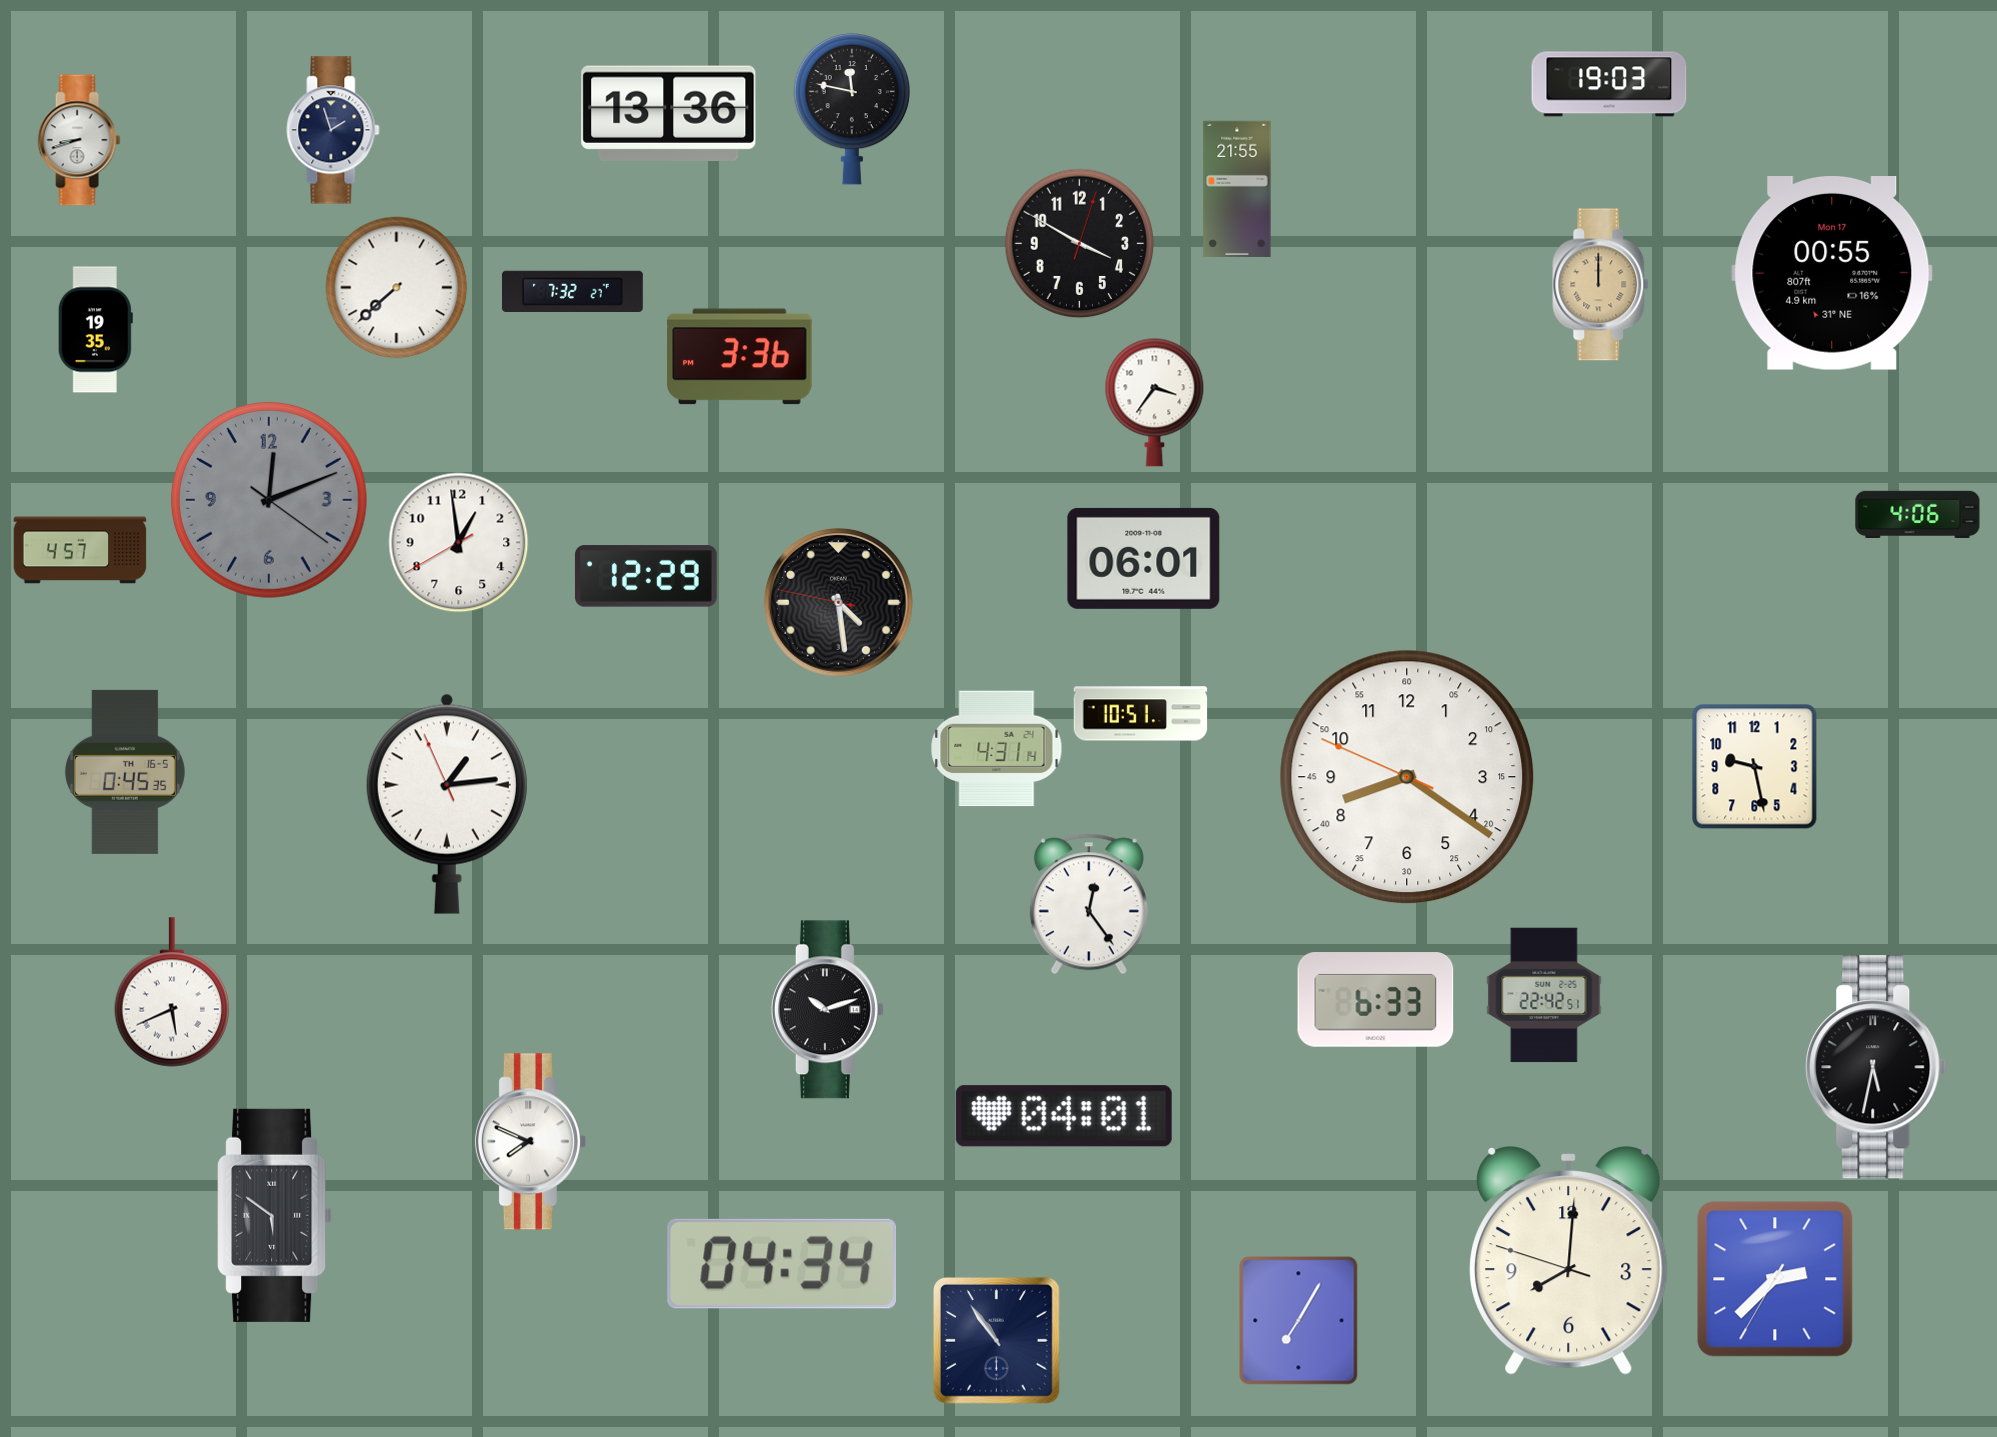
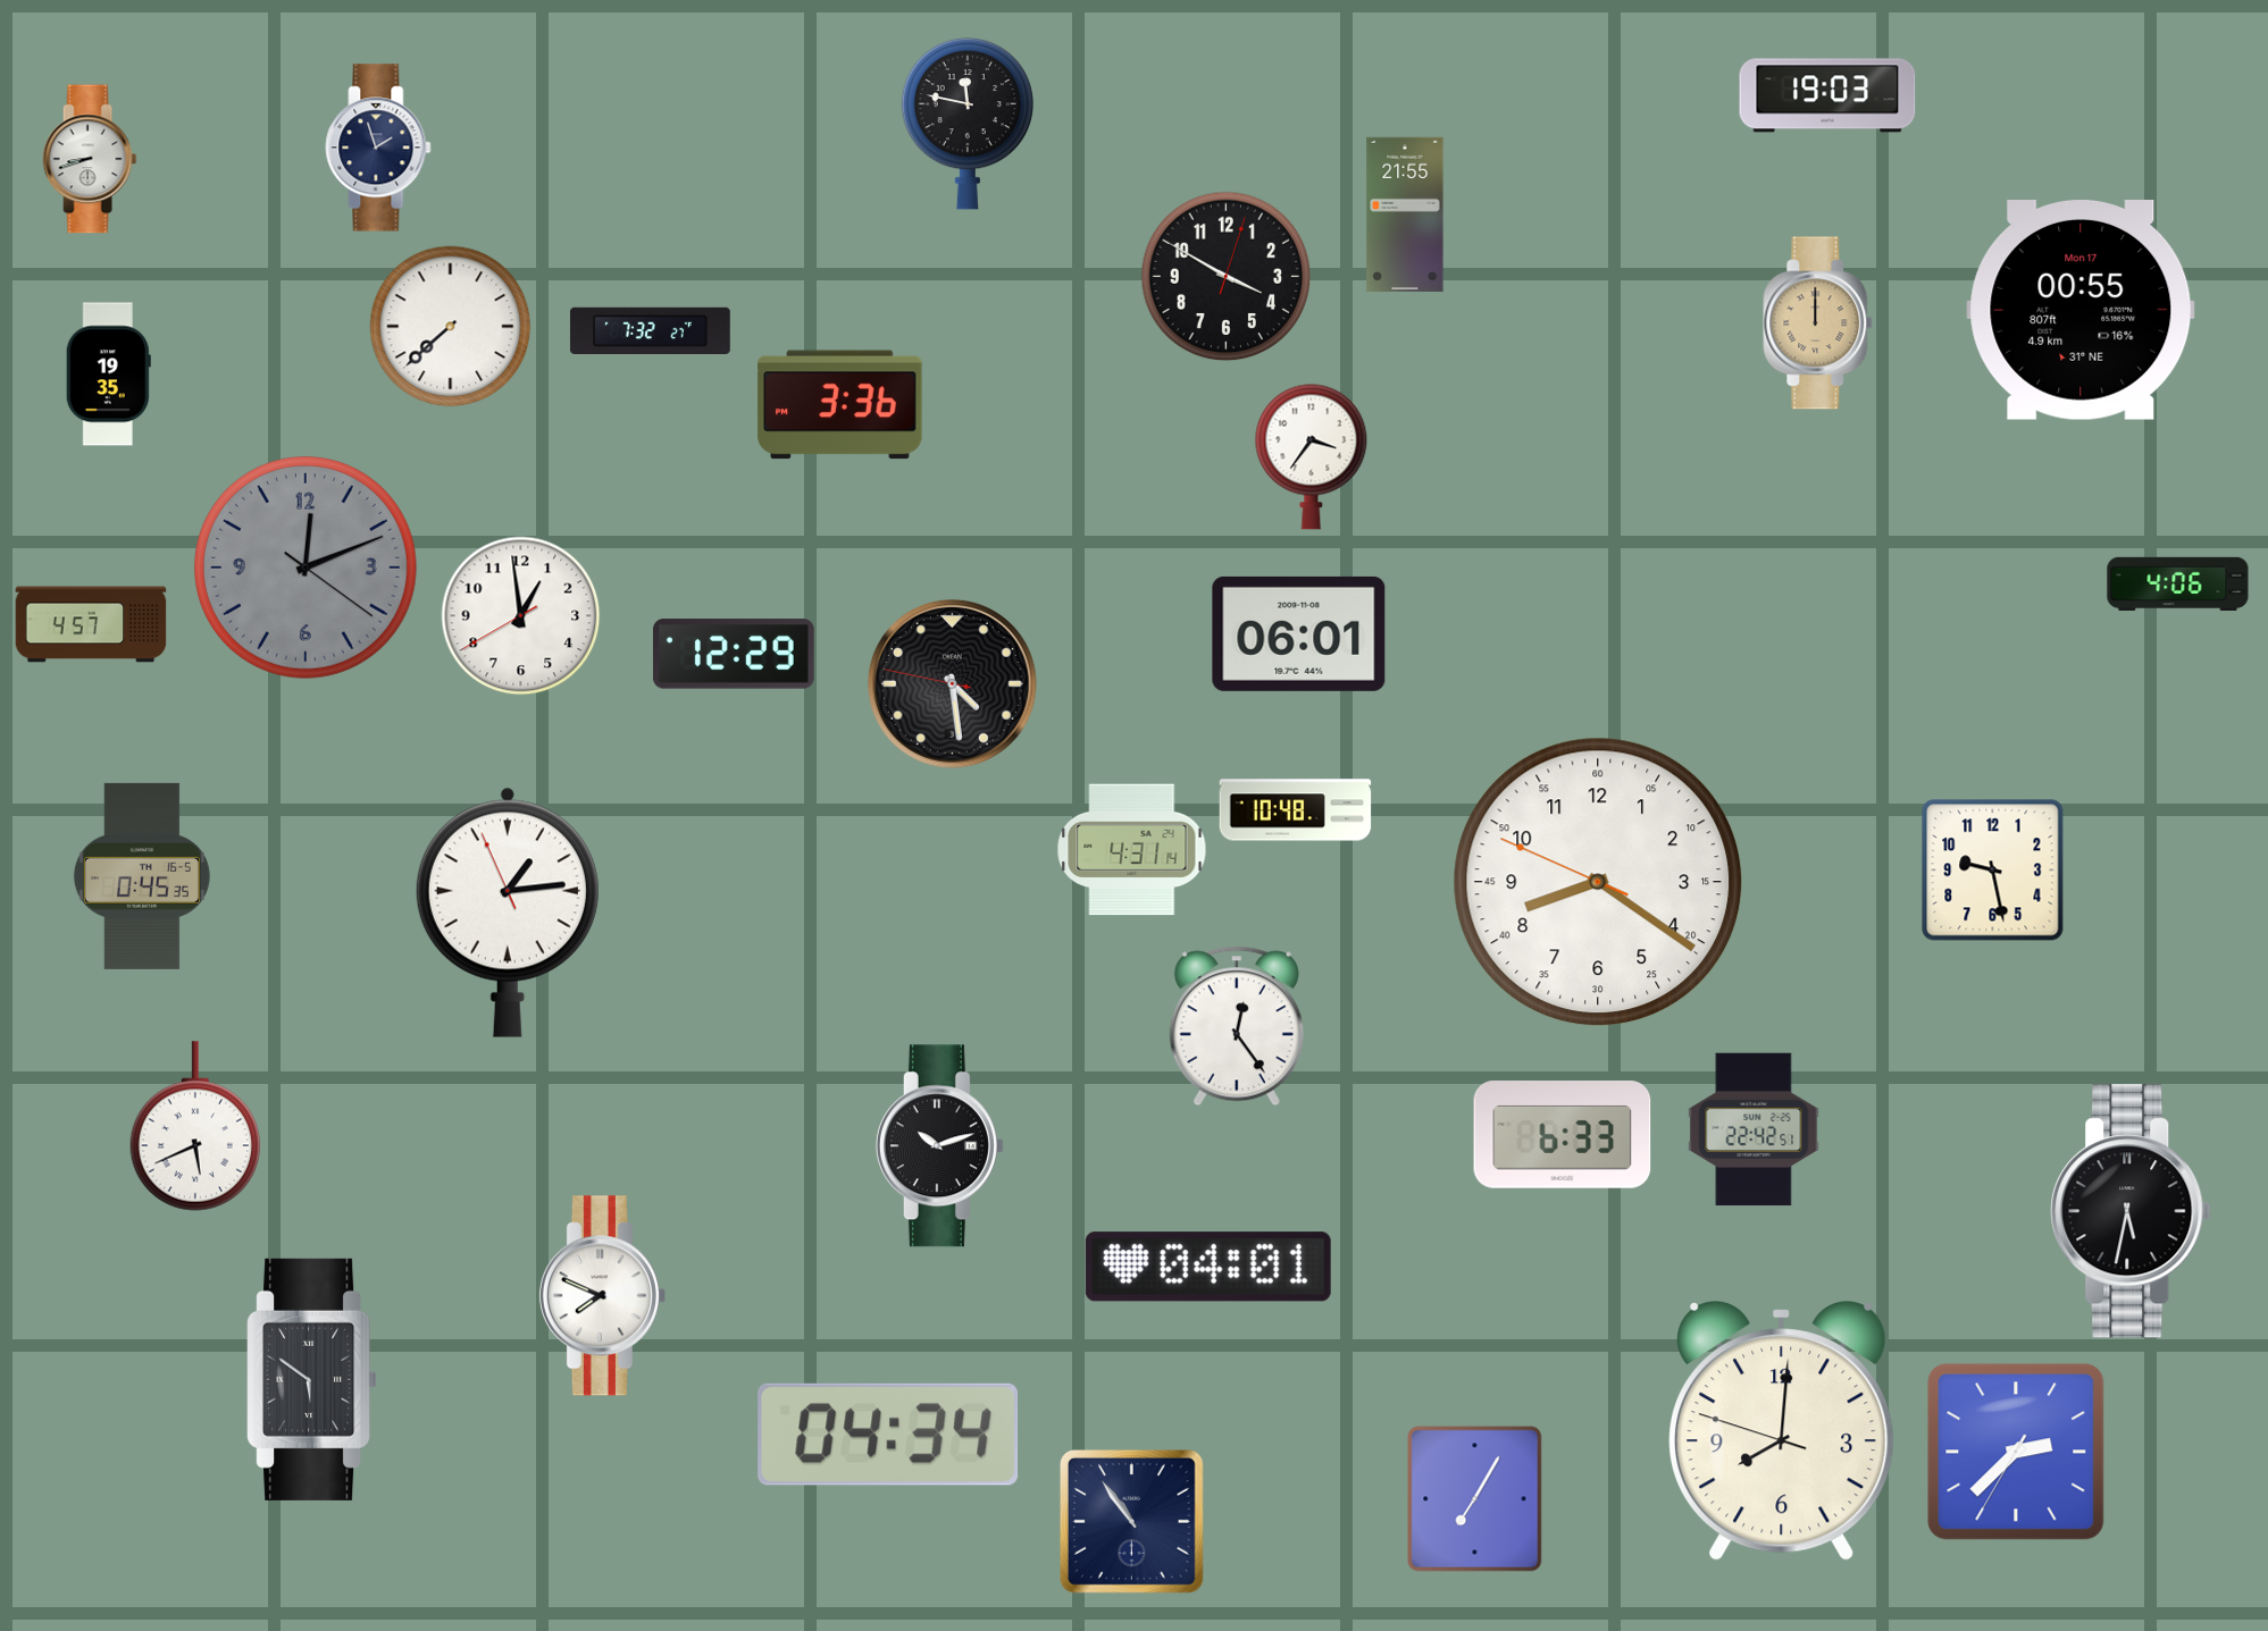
clock at (669, 113): 13:36 -> none
clock at (1141, 714): 10:51 -> 10:48
